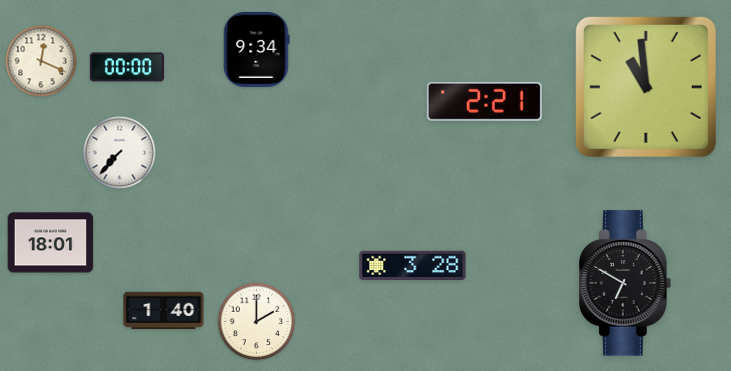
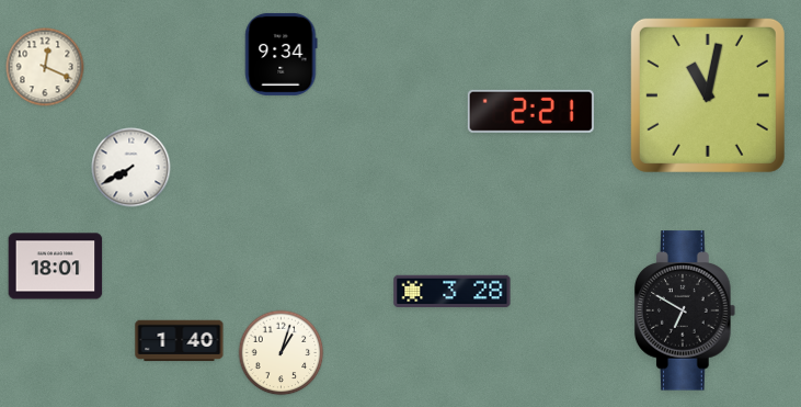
clock at (127, 67): 00:00 -> none
clock at (646, 87): 10:59 -> 11:02
clock at (120, 153): 7:37 -> 7:40
clock at (257, 322): 2:00 -> 1:03
